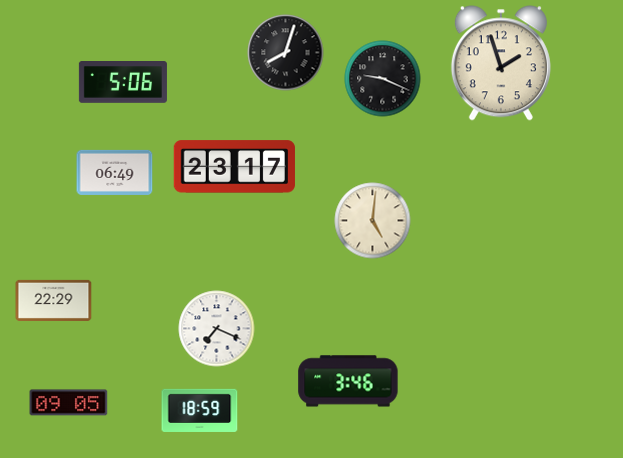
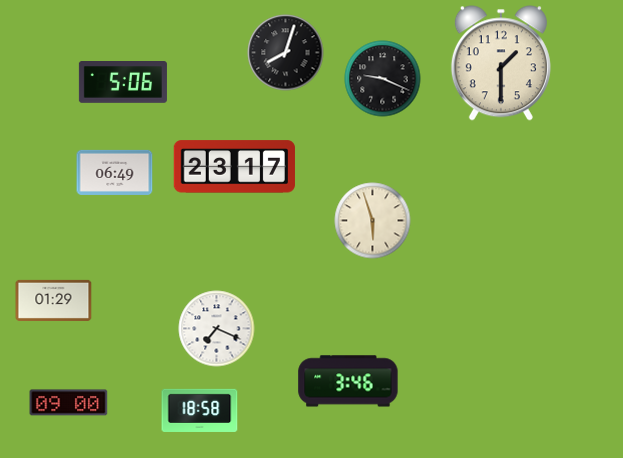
clock at (501, 63): 1:57 -> 1:30
clock at (373, 221): 5:01 -> 5:57
clock at (54, 300): 22:29 -> 01:29
clock at (69, 403): 09:05 -> 09:00
clock at (200, 410): 18:59 -> 18:58
